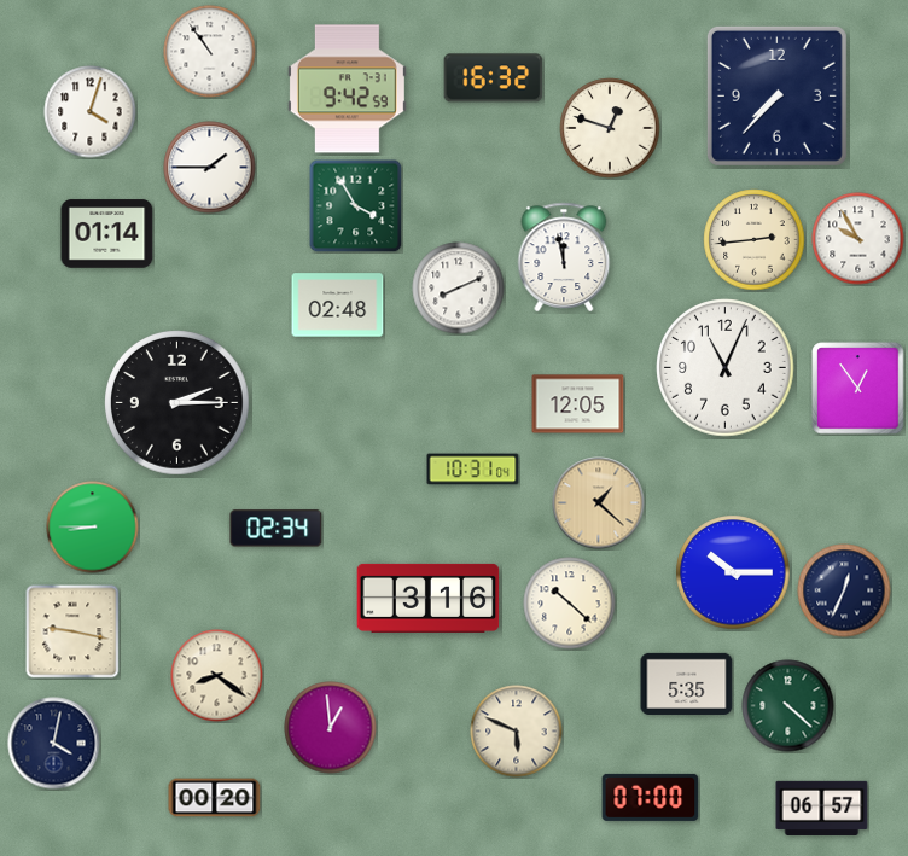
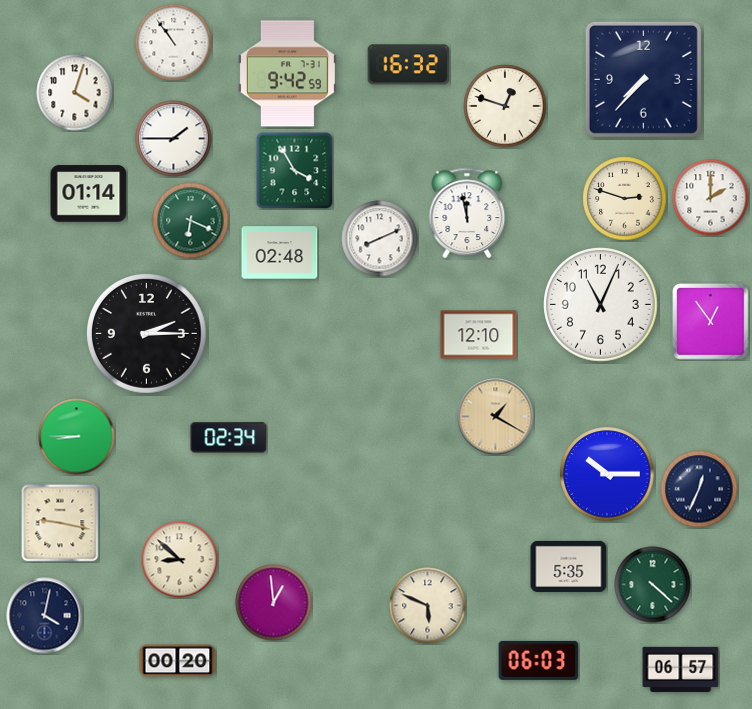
clock at (858, 239): 9:55 -> 2:00
clock at (755, 240): 2:44 -> 2:48
clock at (191, 221): none -> 6:19
clock at (578, 404): 12:05 -> 12:10
clock at (473, 470): 10:31 -> none
clock at (599, 503): 1:22 -> 1:20
clock at (429, 598): 3:16 -> none
clock at (570, 604): 10:22 -> none
clock at (217, 676): 8:21 -> 8:52
clock at (651, 797): 07:00 -> 06:03
